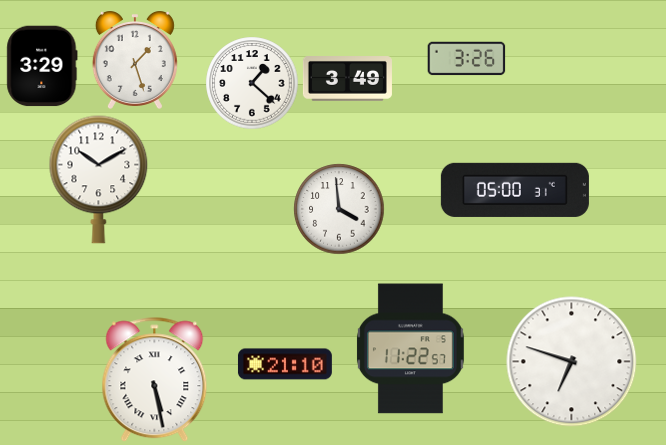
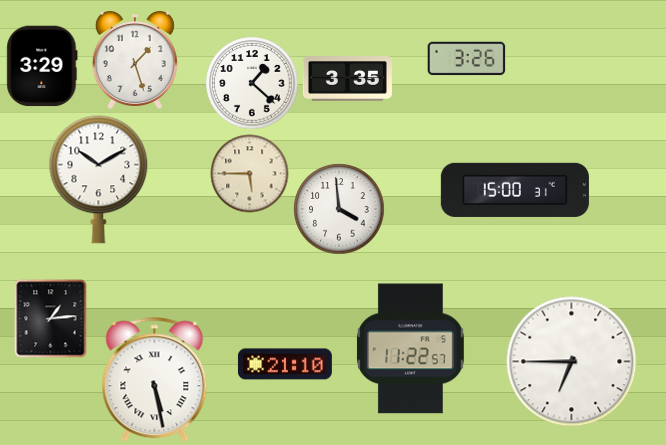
clock at (347, 79): 3:49 -> 3:35
clock at (249, 173): none -> 5:45
clock at (515, 190): 05:00 -> 15:00
clock at (51, 318): none -> 1:14
clock at (572, 362): 6:48 -> 6:45
